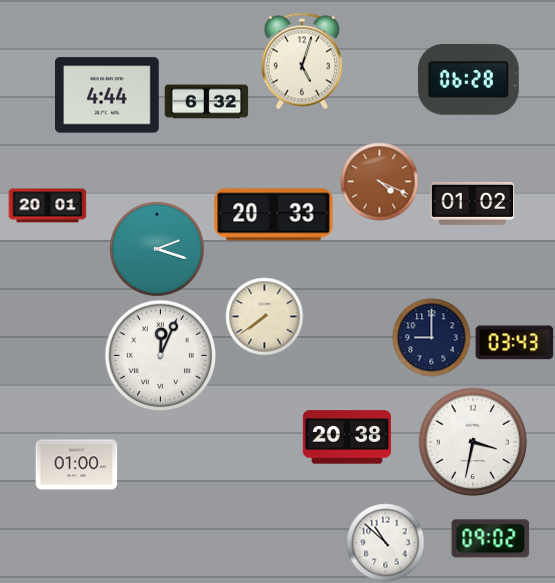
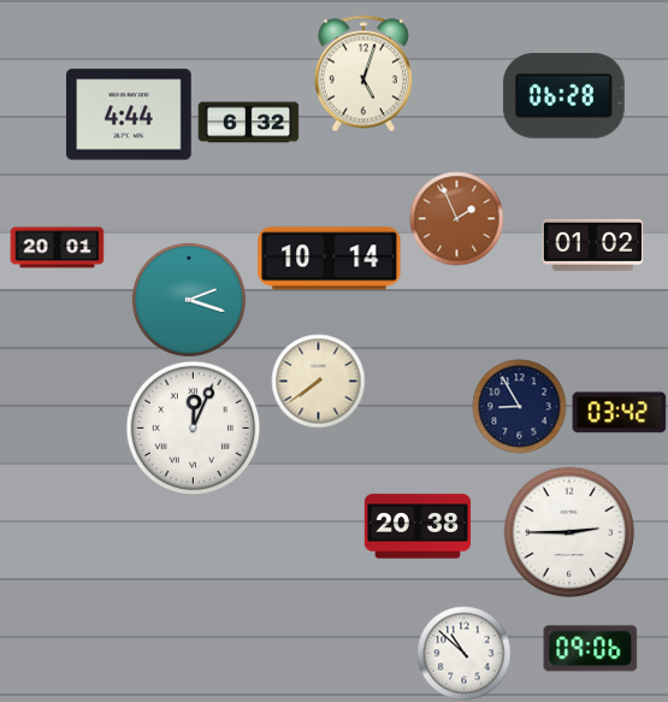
clock at (379, 181): 4:19 -> 1:56
clock at (472, 203) position: (472, 203) -> (592, 244)
clock at (274, 215): 20:33 -> 10:14
clock at (431, 337): 9:00 -> 8:55
clock at (514, 343): 03:43 -> 03:42
clock at (473, 442): 3:32 -> 2:45
clock at (76, 465): 01:00 -> none
clock at (490, 539): 09:02 -> 09:06
